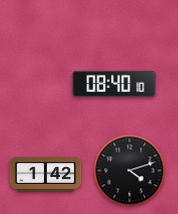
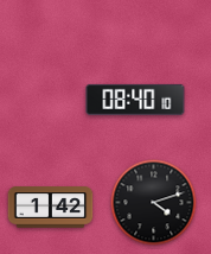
clock at (46, 175) position: (46, 175) -> (51, 208)
